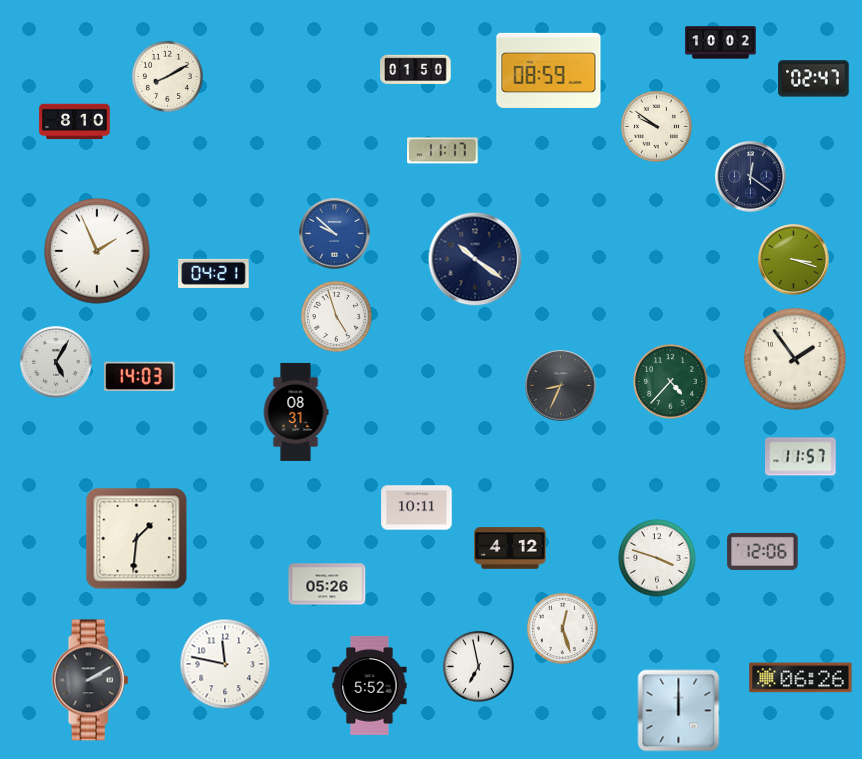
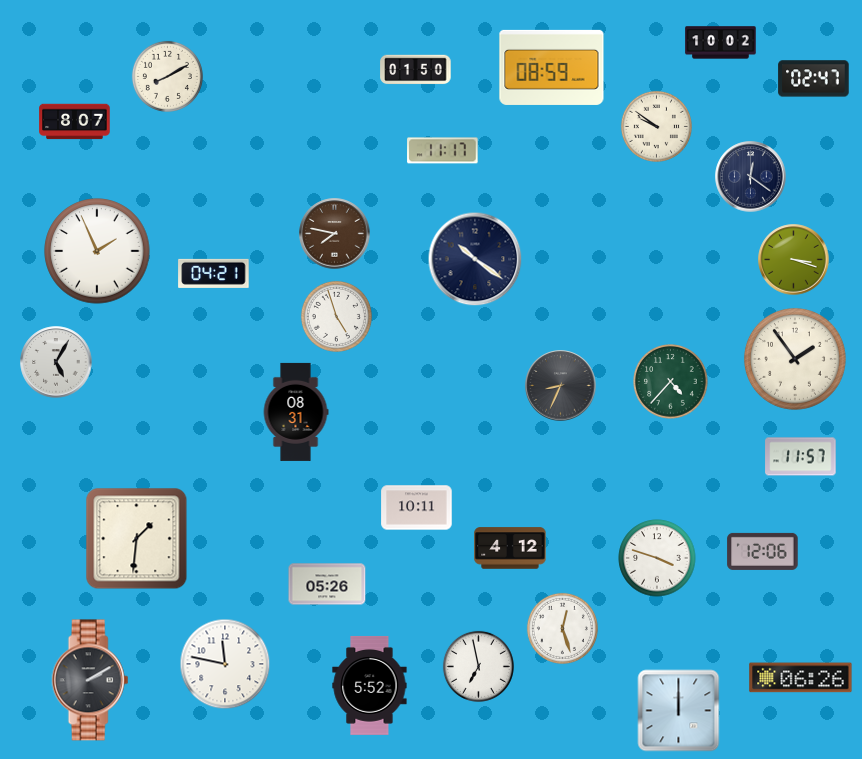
clock at (549, 70) position: (549, 70) -> (552, 67)
clock at (75, 122): 8:10 -> 8:07
clock at (335, 234): 9:52 -> 7:47
clock at (335, 234) dial: blue -> brown
clock at (140, 377): 14:03 -> none
